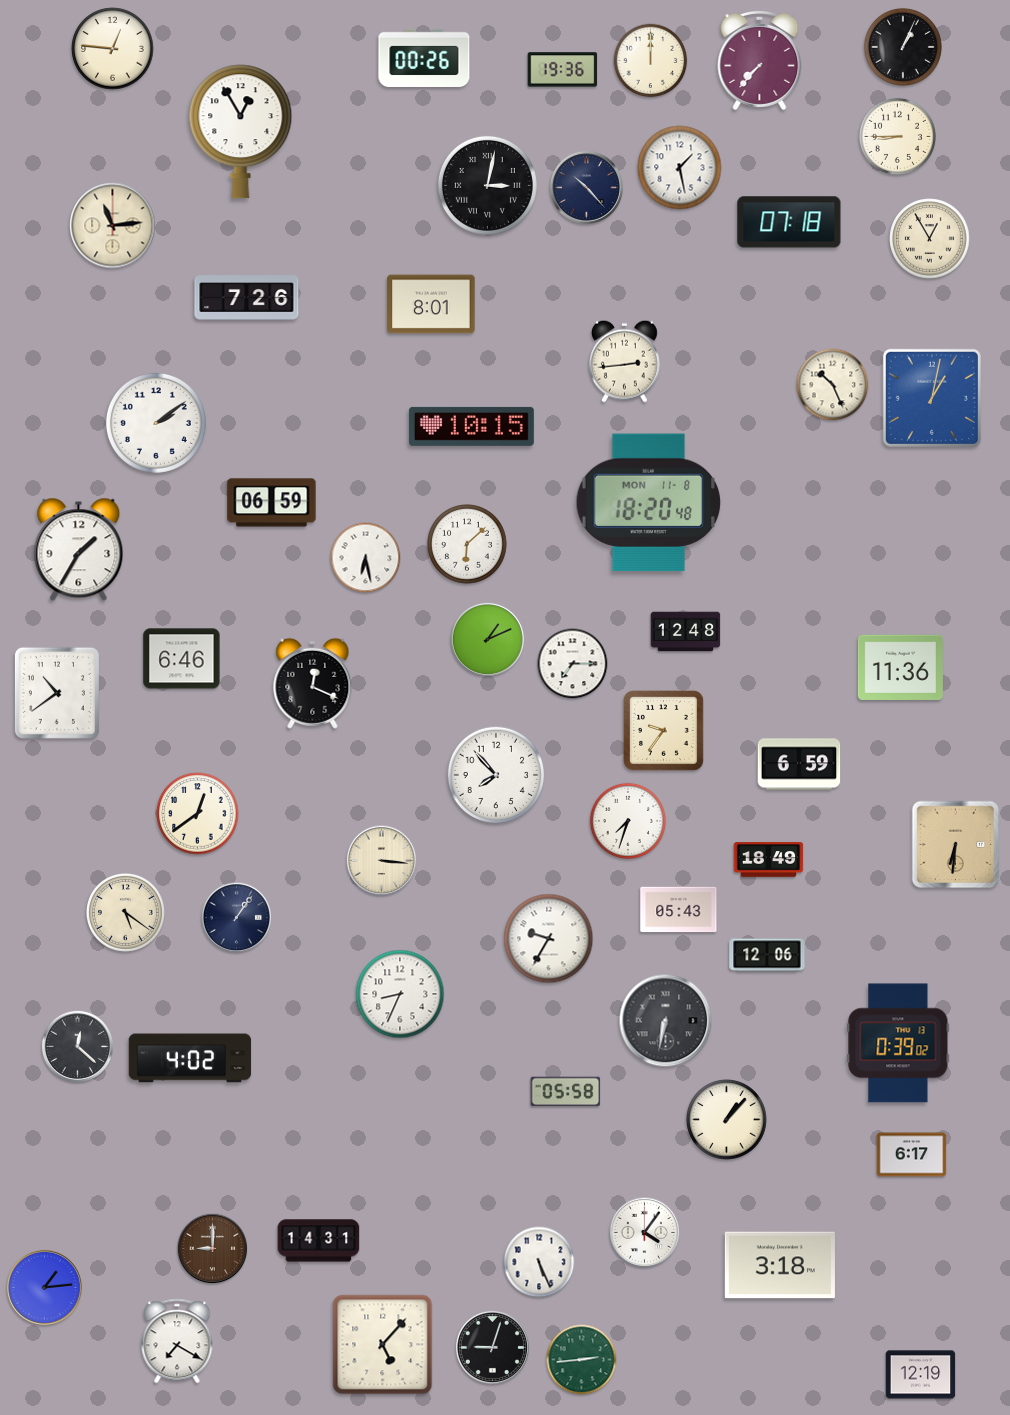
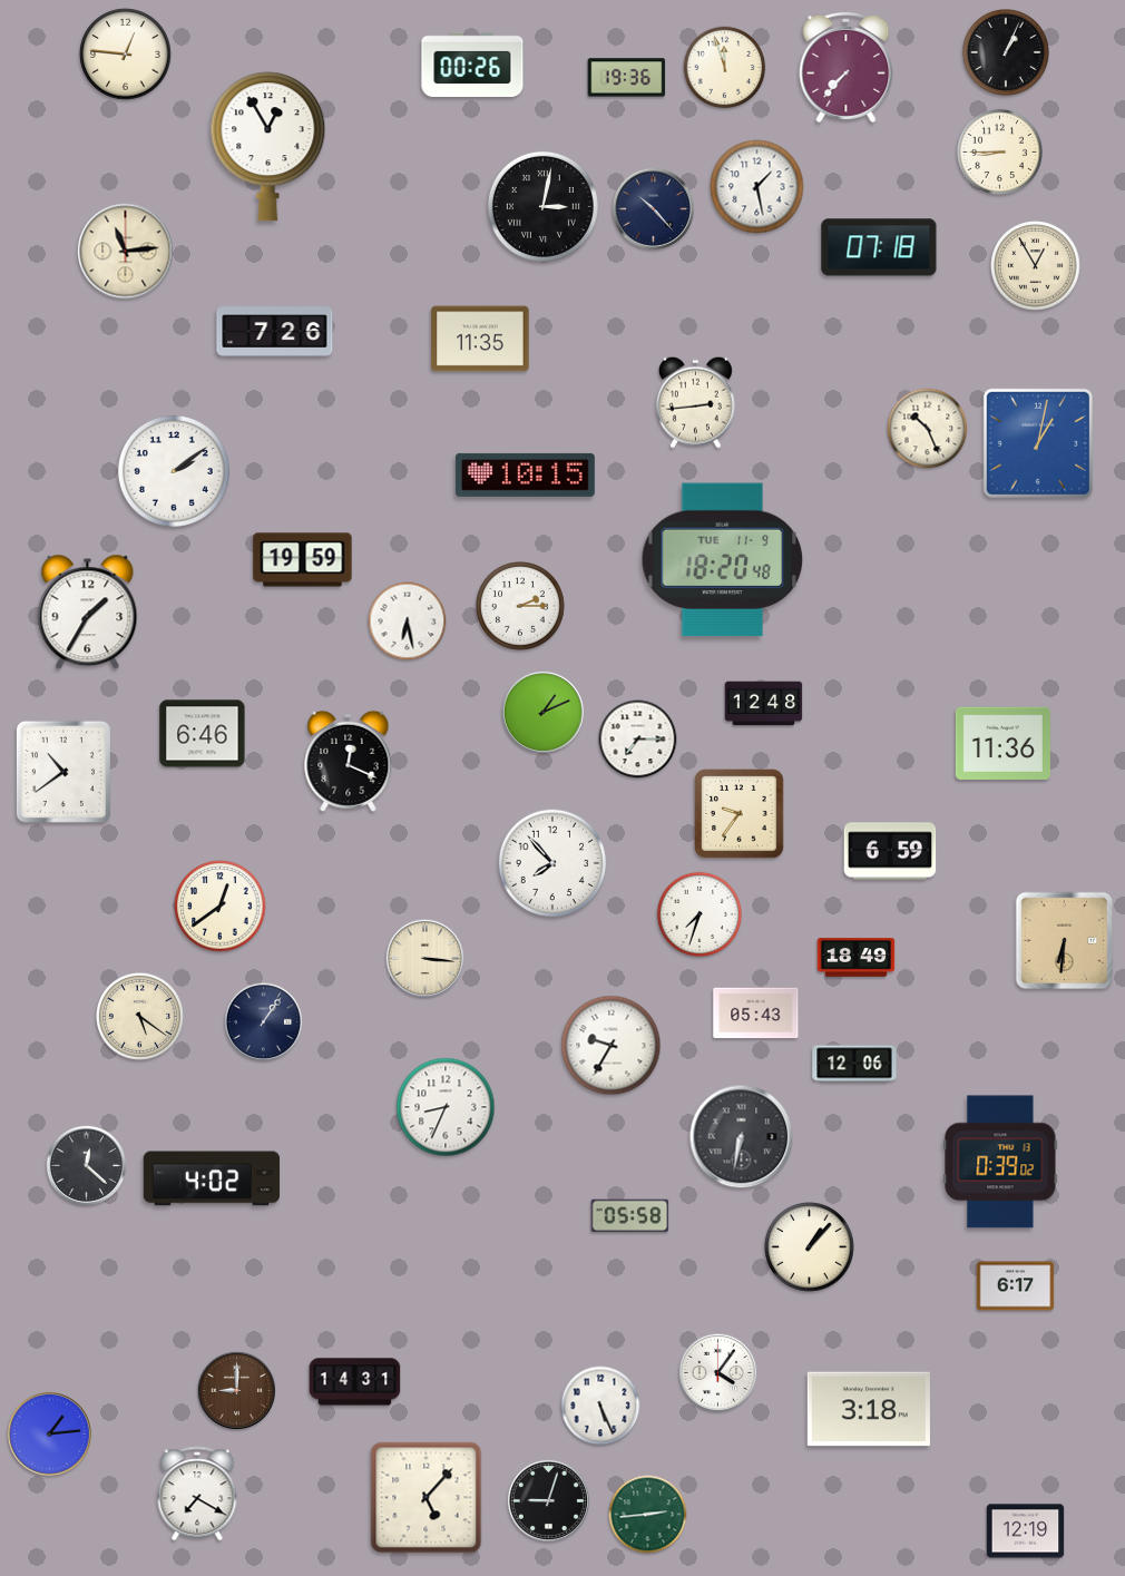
clock at (651, 61): 12:00 -> 11:57
clock at (431, 304): 8:01 -> 11:35
clock at (272, 503): 06:59 -> 19:59
clock at (649, 503) date: MON 11-8 -> TUE 11-9
clock at (468, 545): 6:08 -> 2:15
